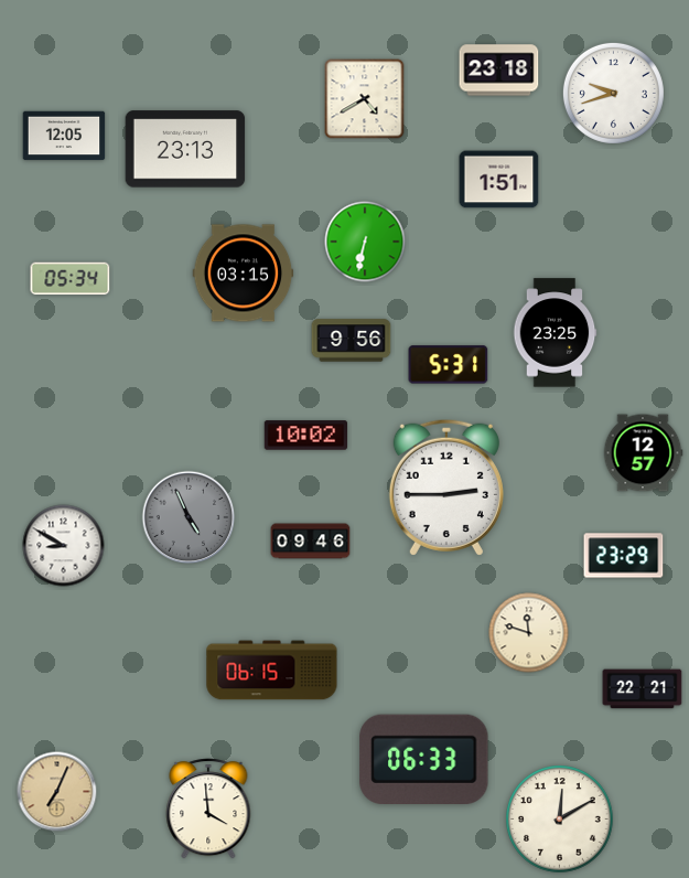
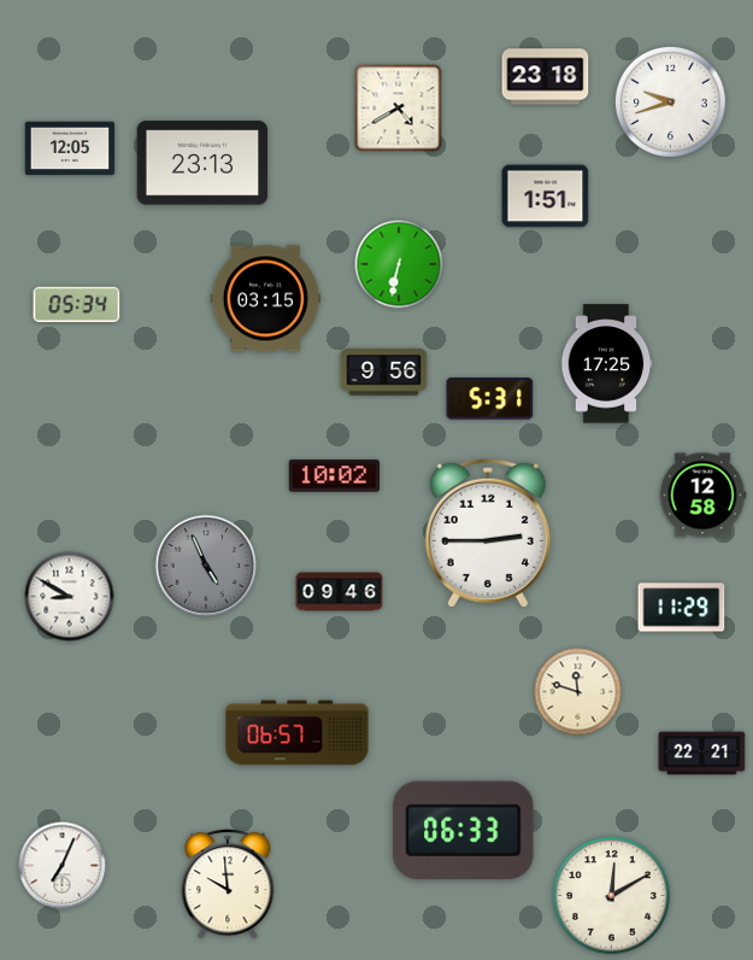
clock at (555, 333): 23:25 -> 17:25
clock at (643, 453): 12:57 -> 12:58
clock at (624, 556): 23:29 -> 11:29
clock at (272, 671): 06:15 -> 06:57
clock at (57, 792) dial: champagne -> white
clock at (208, 809): 3:59 -> 9:59
